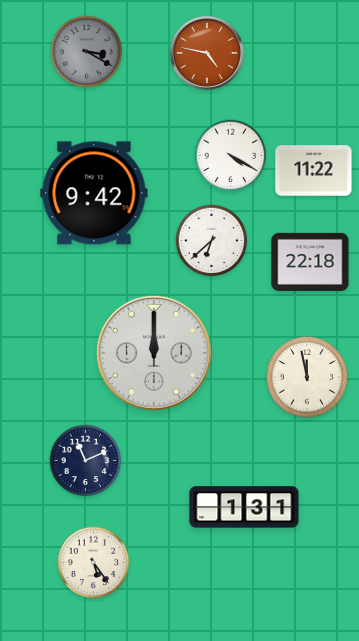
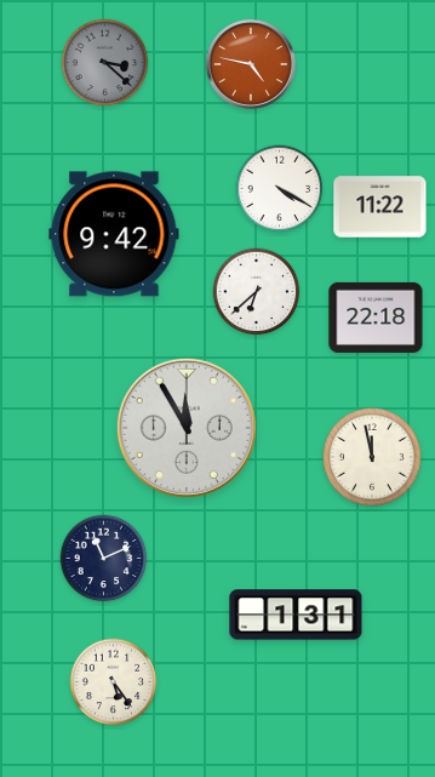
clock at (87, 52): 3:20 -> 3:22
clock at (154, 353): 12:00 -> 11:55
